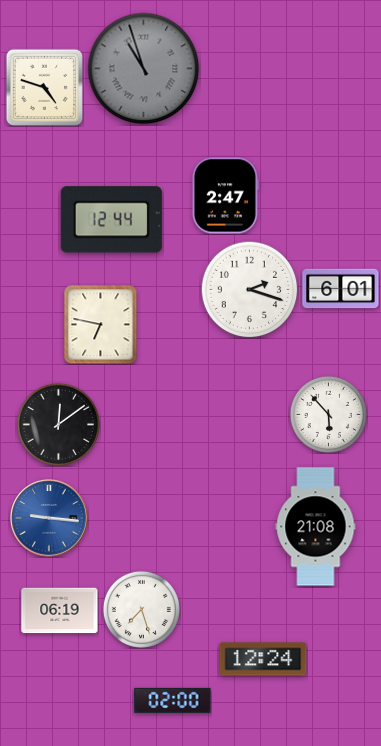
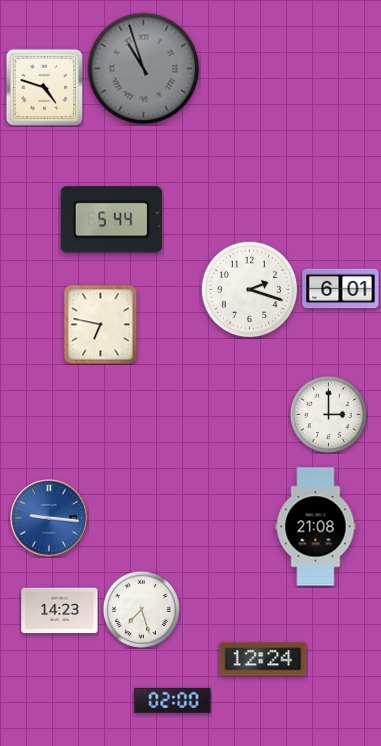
clock at (225, 196): 2:47 -> none
clock at (111, 220): 12:44 -> 5:44
clock at (328, 414): 5:53 -> 3:00
clock at (58, 424): 12:09 -> none
clock at (60, 611): 06:19 -> 14:23
